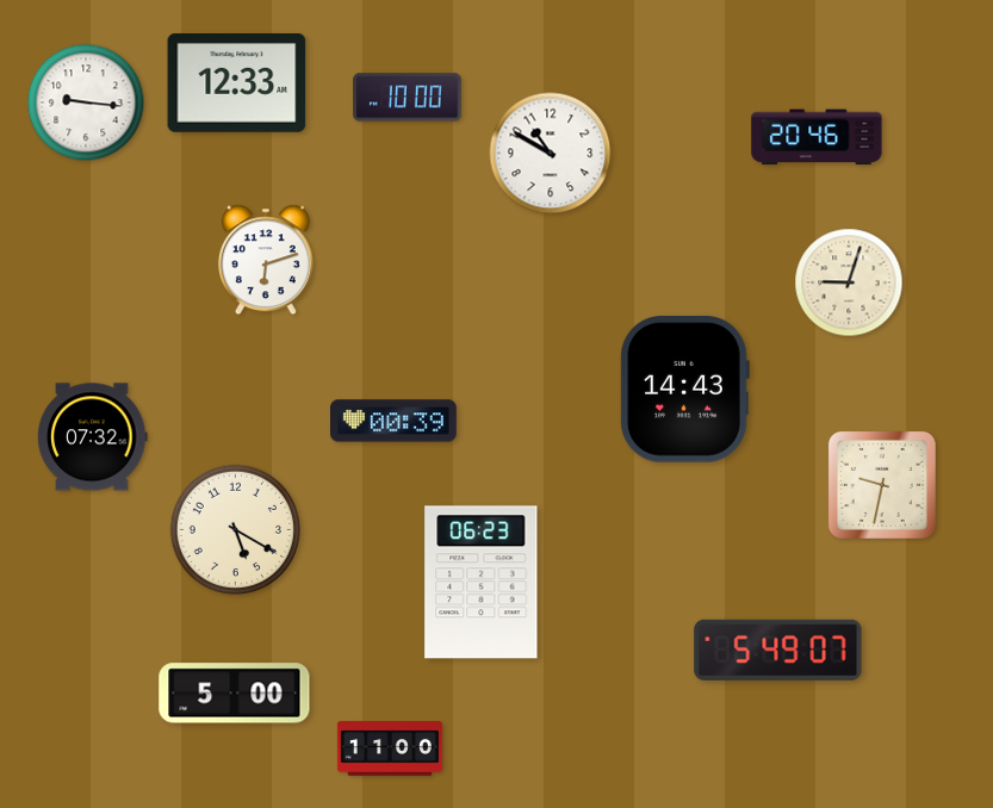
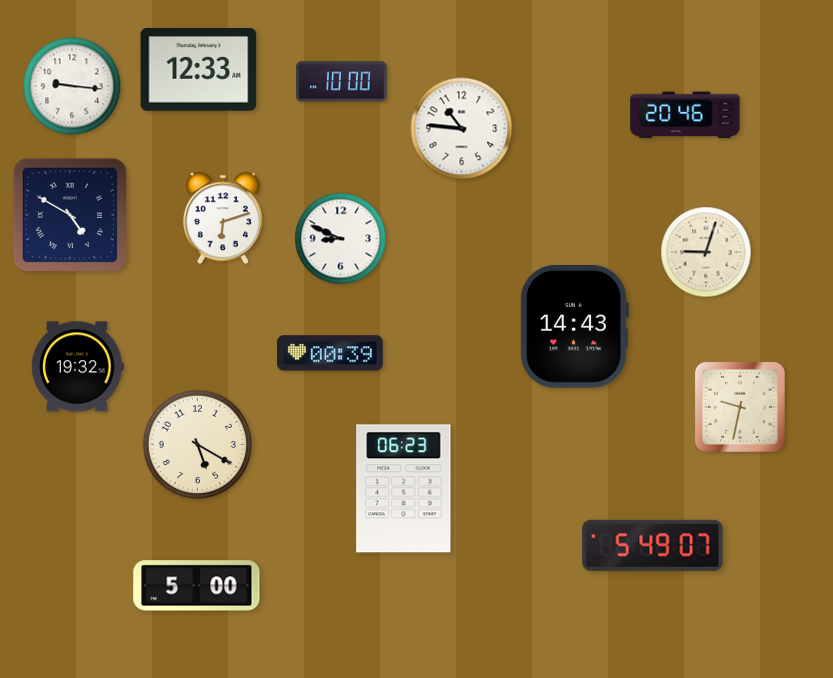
clock at (551, 154): 10:50 -> 10:46
clock at (70, 215): none -> 4:50
clock at (849, 282) position: (849, 282) -> (706, 252)
clock at (341, 239): none -> 8:49
clock at (93, 437): 07:32 -> 19:32
clock at (235, 694) position: (235, 694) -> (197, 586)
clock at (390, 748): 11:00 -> none
